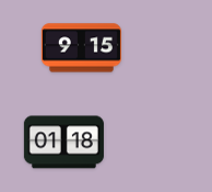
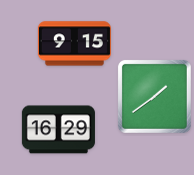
clock at (154, 96): none -> 1:39
clock at (63, 143): 01:18 -> 16:29
